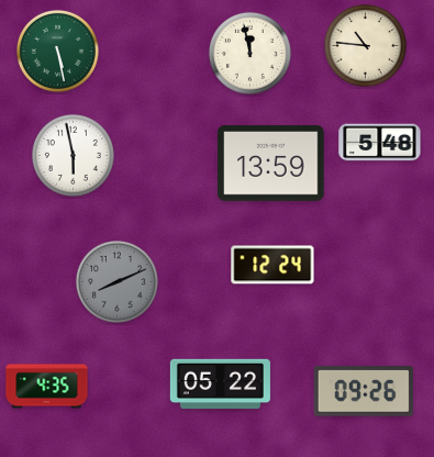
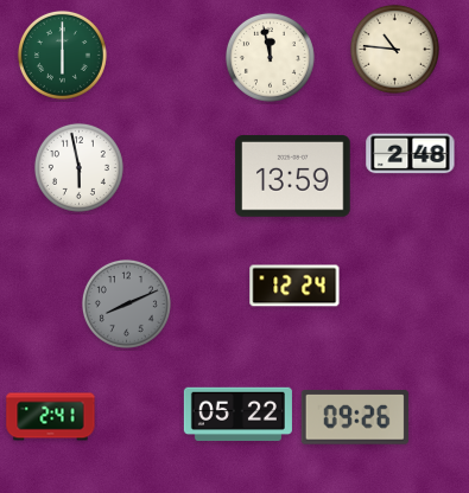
clock at (57, 51): 5:28 -> 6:00
clock at (380, 143): 5:48 -> 2:48
clock at (47, 387): 4:35 -> 2:41
clock at (364, 392) position: (364, 392) -> (355, 418)
